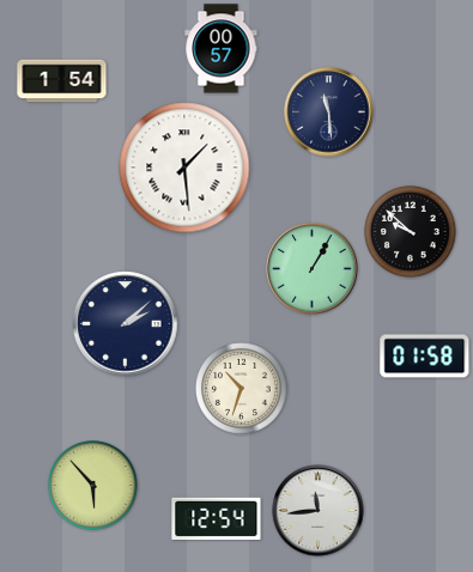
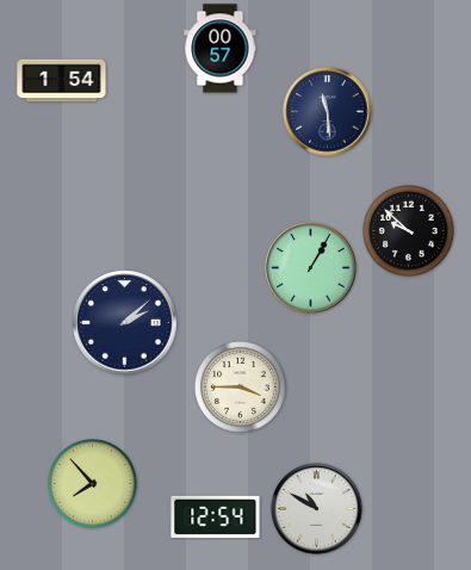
clock at (184, 168): 1:29 -> none
clock at (425, 357): 01:58 -> none
clock at (242, 389): 10:33 -> 3:45
clock at (93, 486): 5:53 -> 7:53
clock at (319, 511): 11:44 -> 10:50
